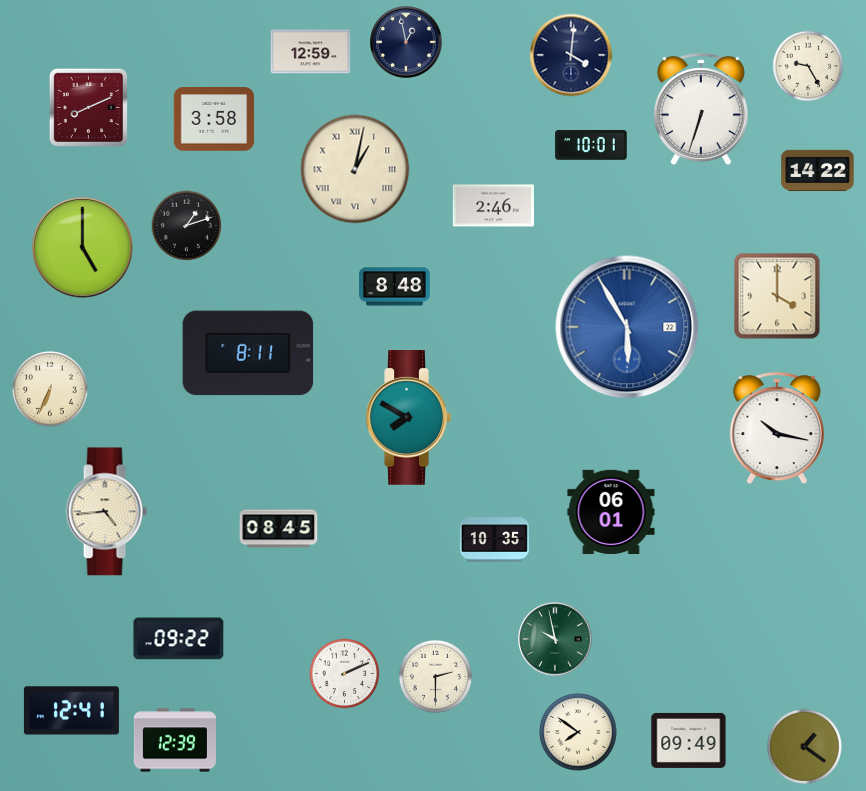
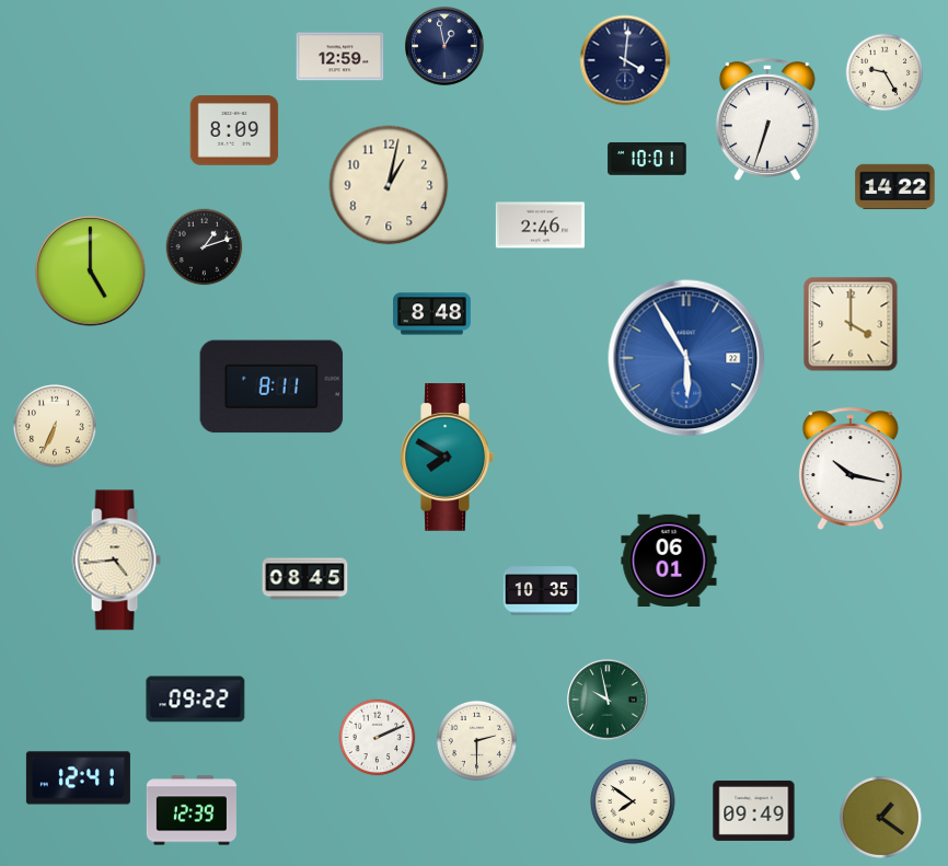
clock at (88, 107): 8:11 -> none
clock at (214, 119): 3:58 -> 8:09
clock at (355, 169) numerals: Roman -> Arabic
